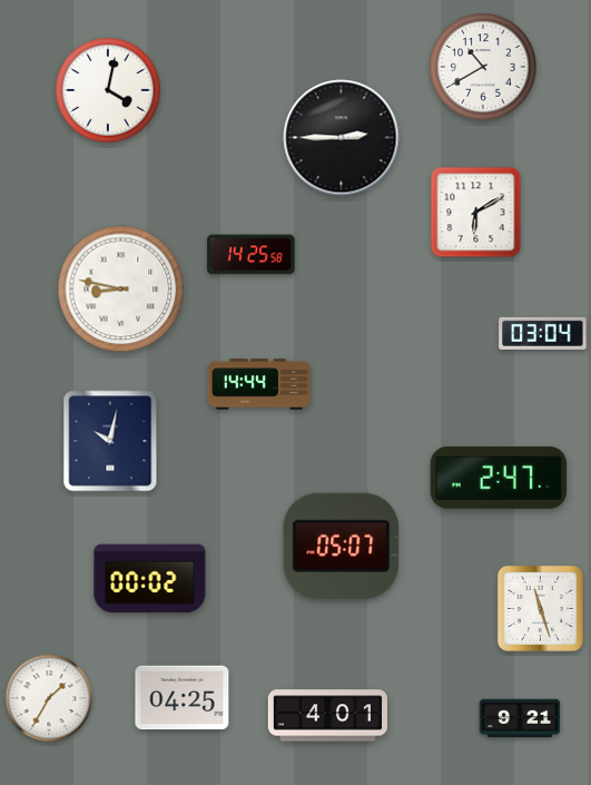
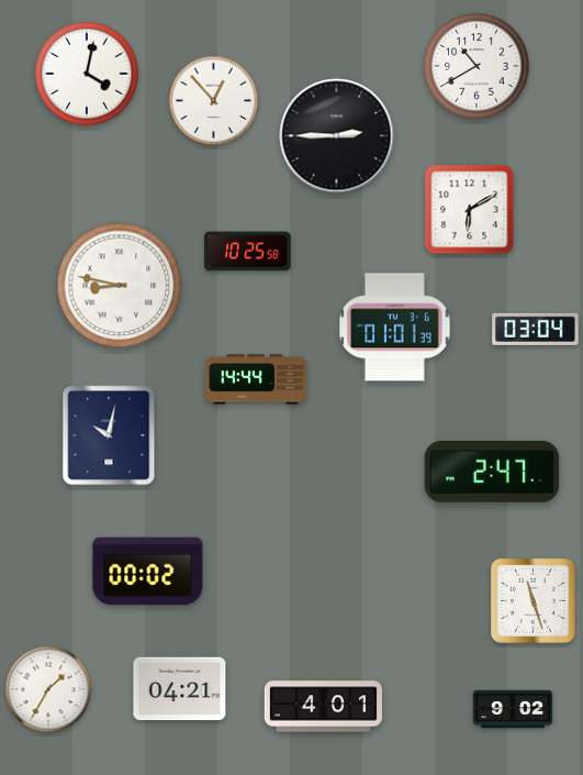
clock at (108, 90) position: (108, 90) -> (87, 74)
clock at (214, 101): none -> 12:53
clock at (252, 255): 14:25 -> 10:25
clock at (395, 328): none -> 01:01
clock at (342, 546): 05:07 -> none
clock at (183, 698): 04:25 -> 04:21
clock at (520, 718): 9:21 -> 9:02
